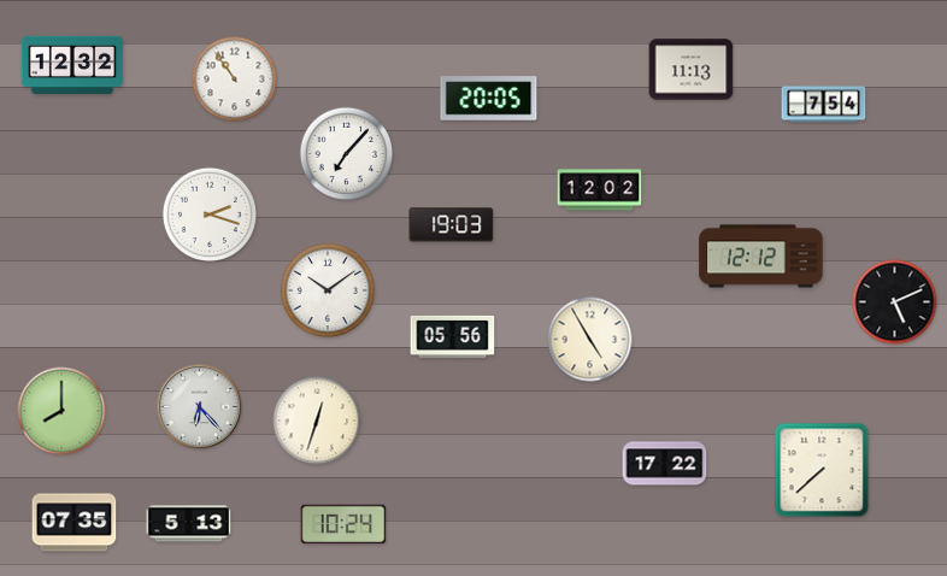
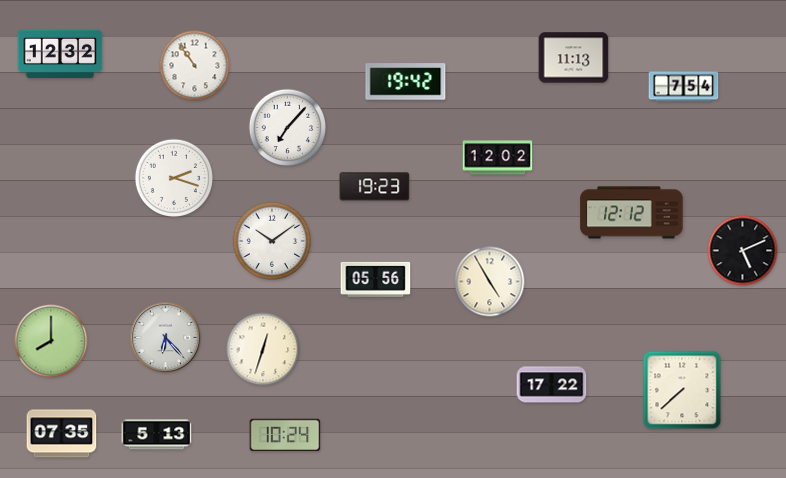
clock at (489, 99): 20:05 -> 19:42
clock at (452, 225): 19:03 -> 19:23
